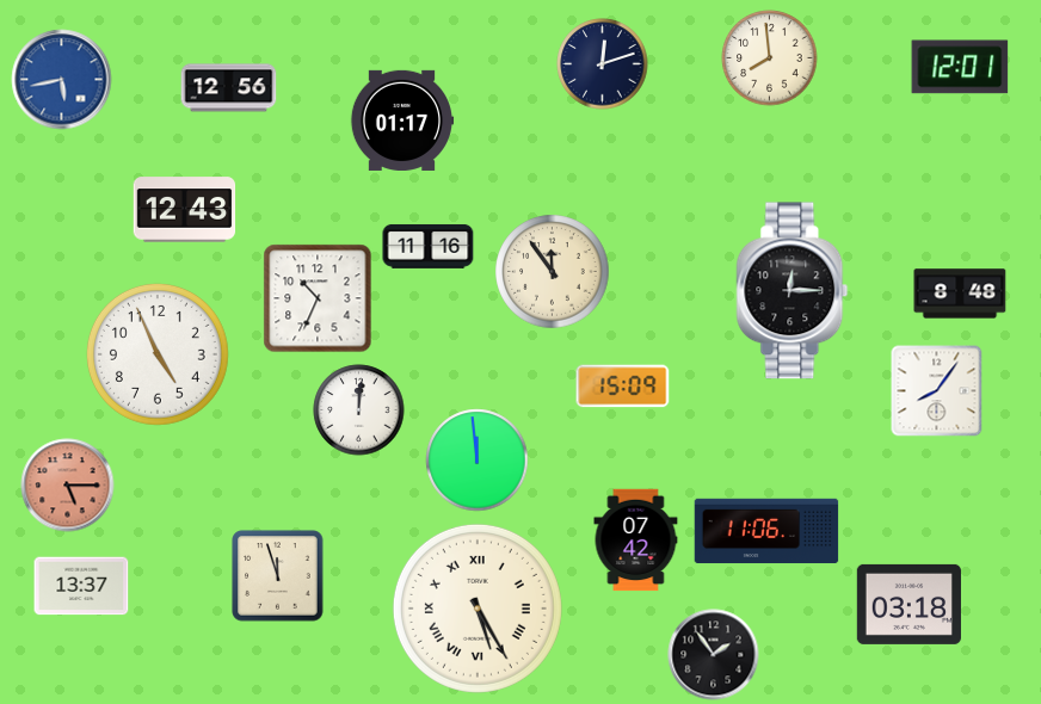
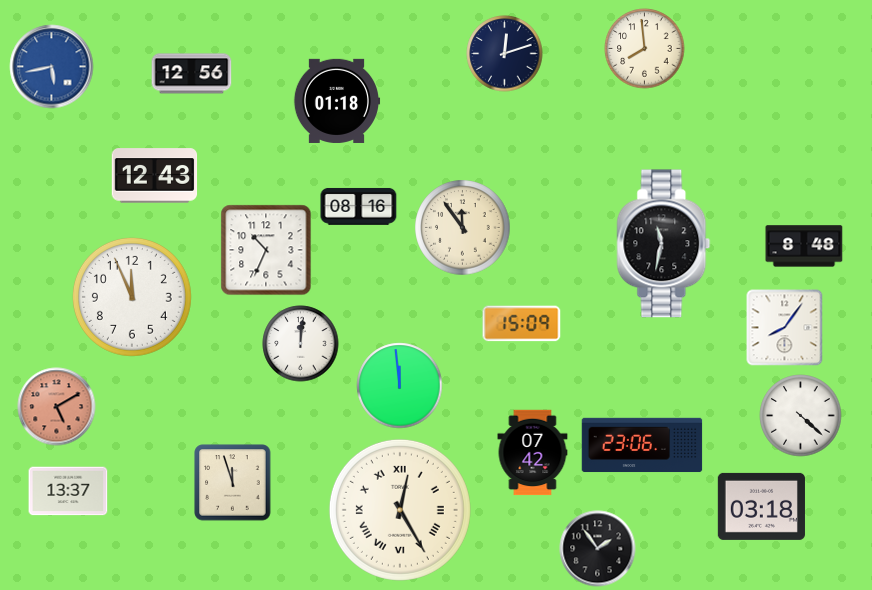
clock at (960, 67): 12:01 -> none
clock at (402, 121): 01:17 -> 01:18
clock at (429, 247): 11:16 -> 08:16
clock at (793, 291): 12:15 -> 11:32
clock at (158, 354): 4:56 -> 11:56
clock at (68, 486): 5:15 -> 5:10
clock at (801, 416): none -> 4:22
clock at (766, 531): 11:06 -> 23:06
clock at (478, 609): 5:25 -> 12:25
